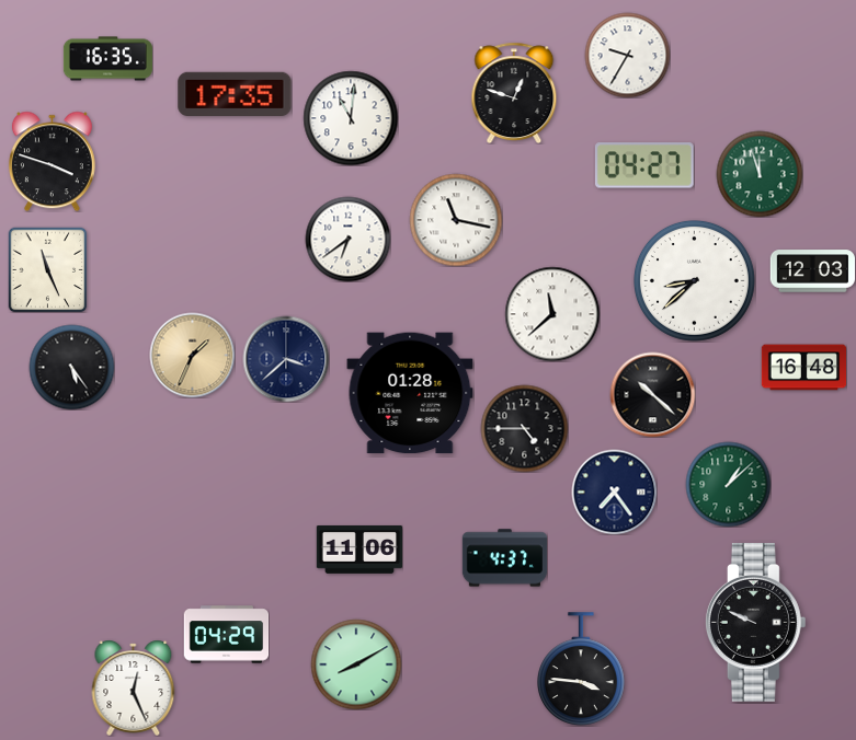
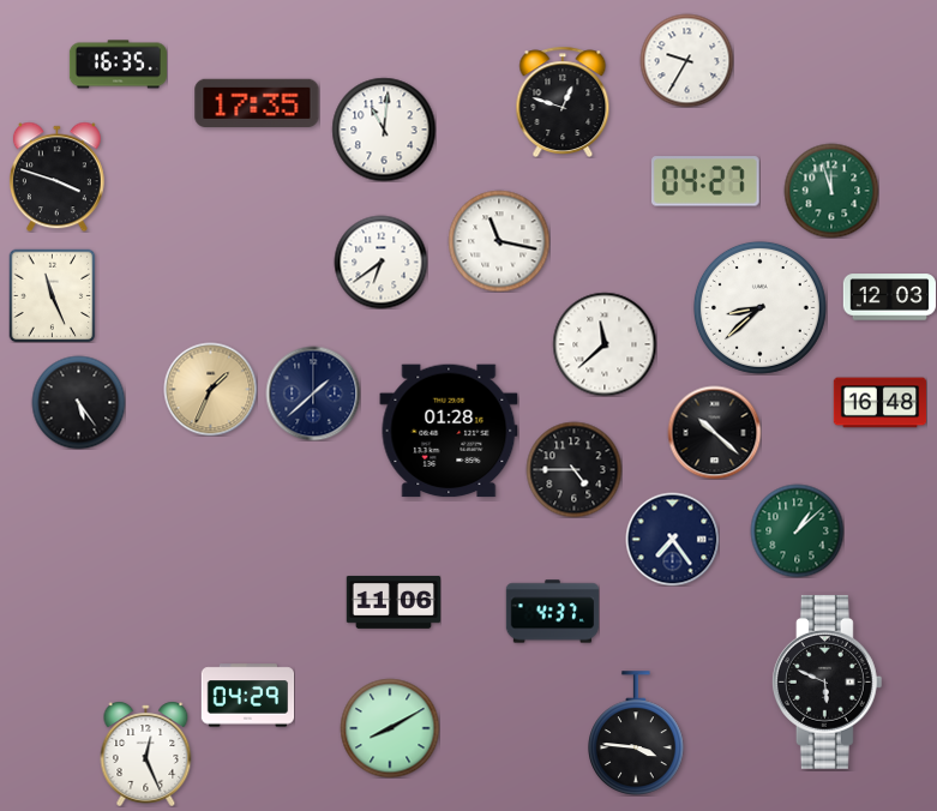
clock at (286, 359): 3:38 -> 1:38
clock at (755, 622): 9:49 -> 5:49
